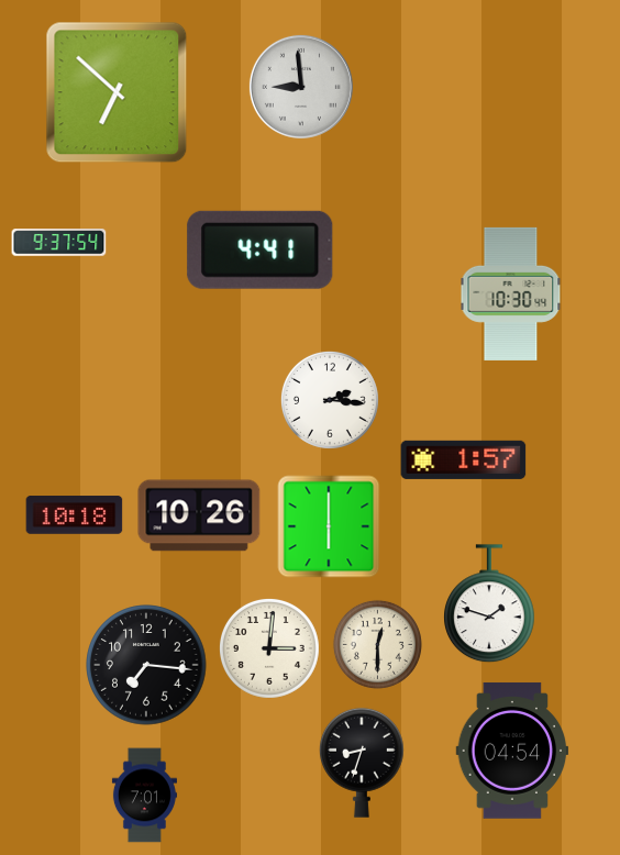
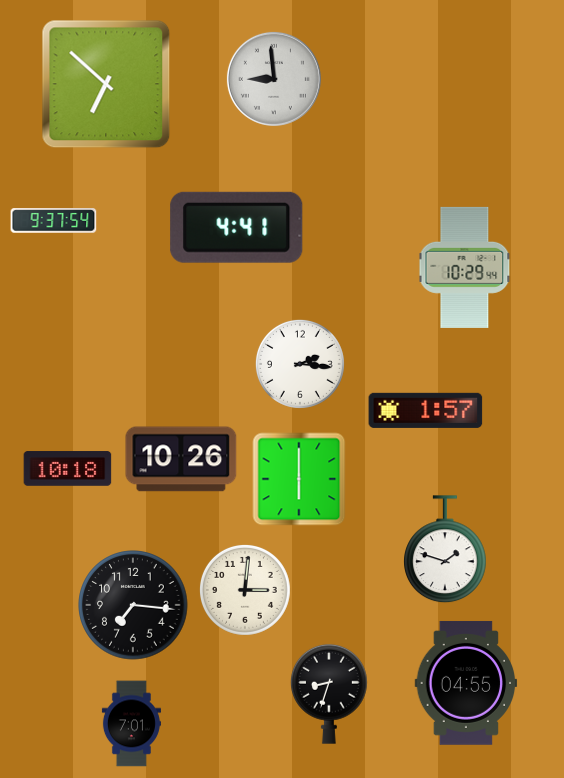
clock at (511, 293): 10:30 -> 10:29
clock at (464, 459) position: (464, 459) -> (426, 410)
clock at (199, 515) position: (199, 515) -> (181, 459)
clock at (377, 644): 12:30 -> none
clock at (512, 751): 04:54 -> 04:55
